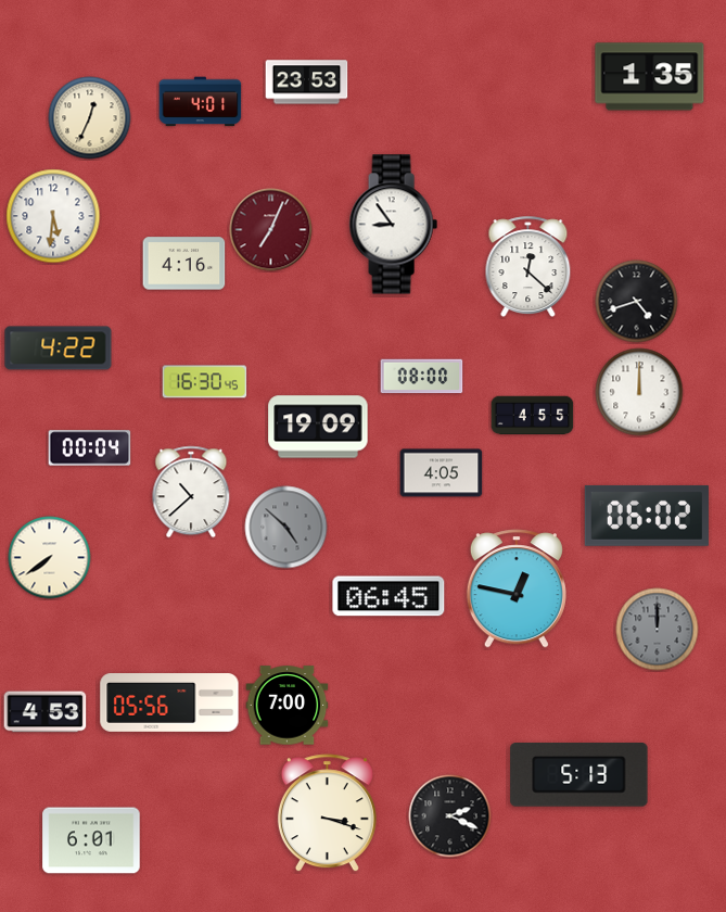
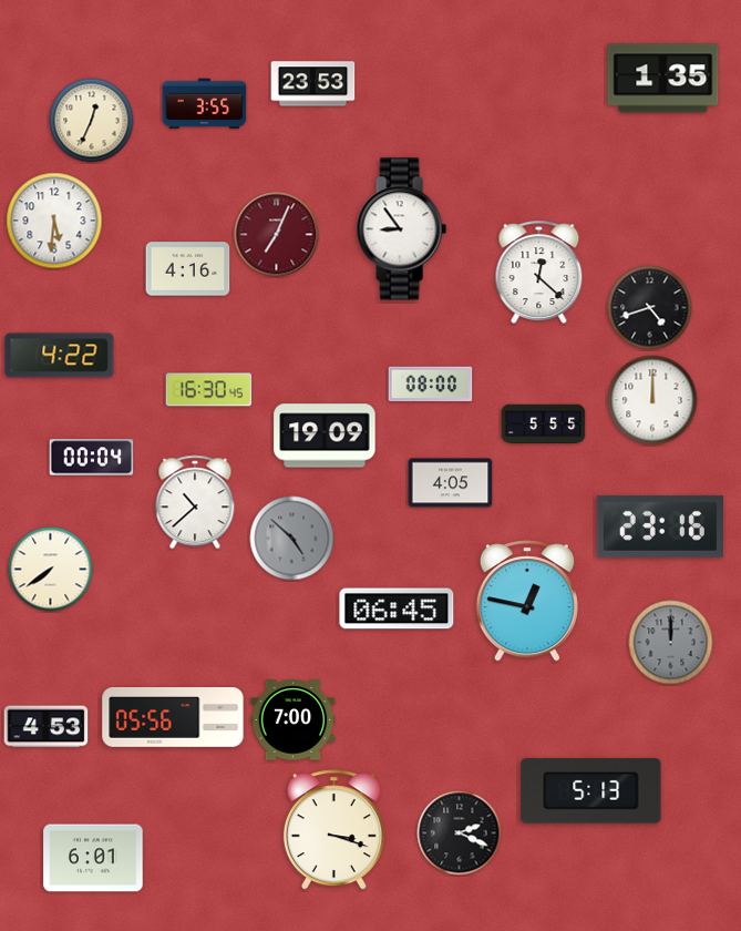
clock at (201, 102): 4:01 -> 3:55
clock at (533, 416): 4:55 -> 5:55
clock at (647, 516): 06:02 -> 23:16
